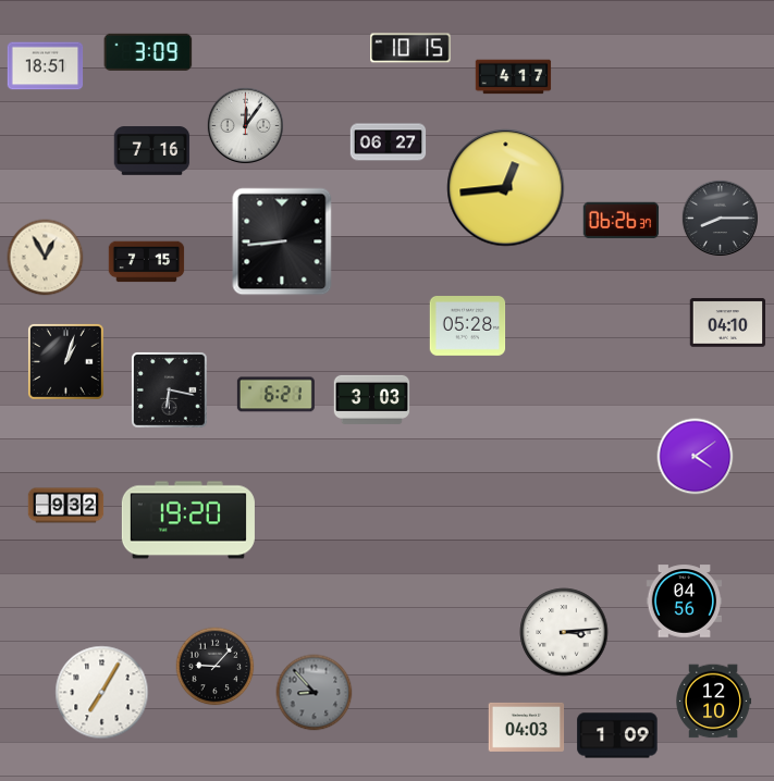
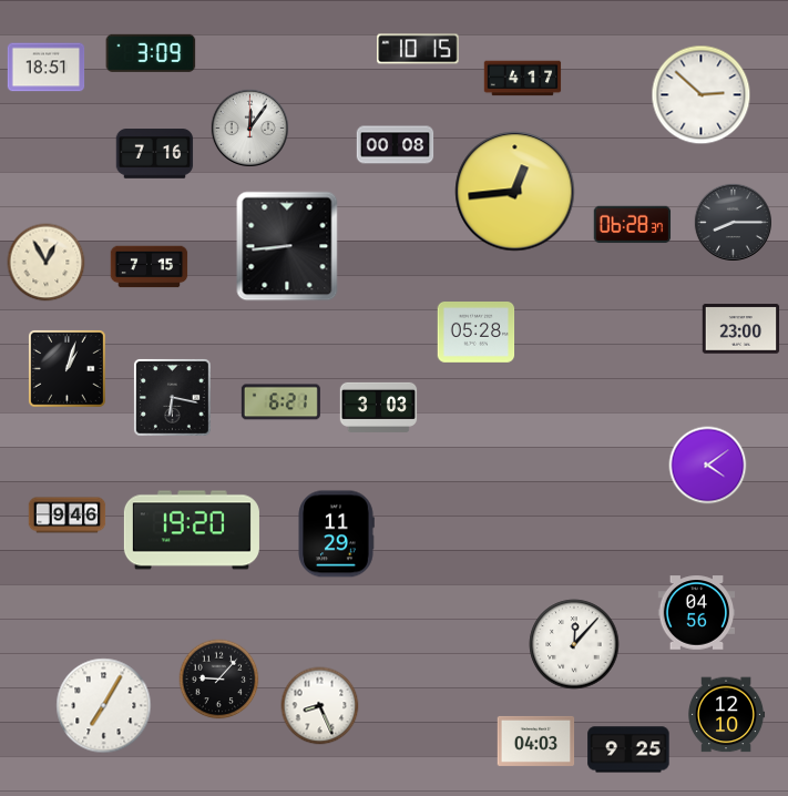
clock at (702, 95): none -> 2:52
clock at (389, 142): 06:27 -> 00:08
clock at (622, 221): 06:26 -> 06:28
clock at (728, 323): 04:10 -> 23:00
clock at (66, 506): 9:32 -> 9:46
clock at (336, 534): none -> 11:29
clock at (564, 632): 3:14 -> 12:07
clock at (315, 693): 8:53 -> 8:26
clock at (315, 693) dial: grey -> white
clock at (617, 735): 1:09 -> 9:25
